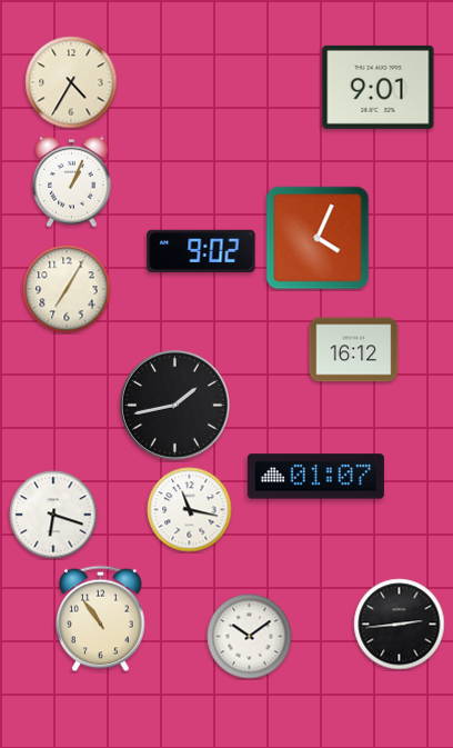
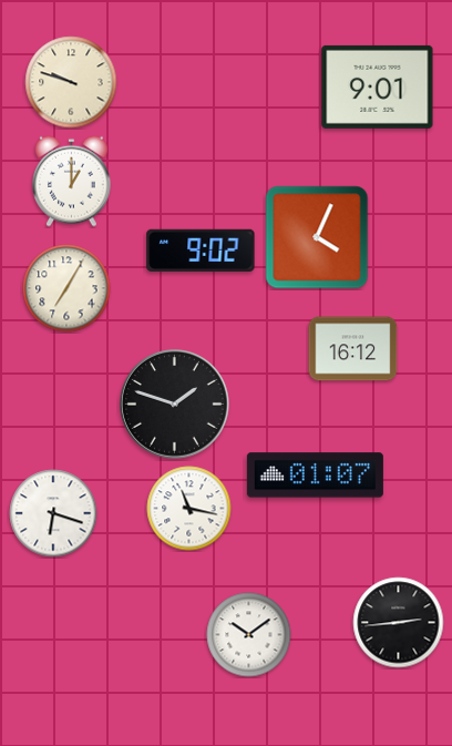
clock at (71, 82): 4:35 -> 9:48
clock at (72, 181): 1:04 -> 1:00
clock at (175, 406): 1:43 -> 1:48
clock at (101, 619): 10:54 -> none
